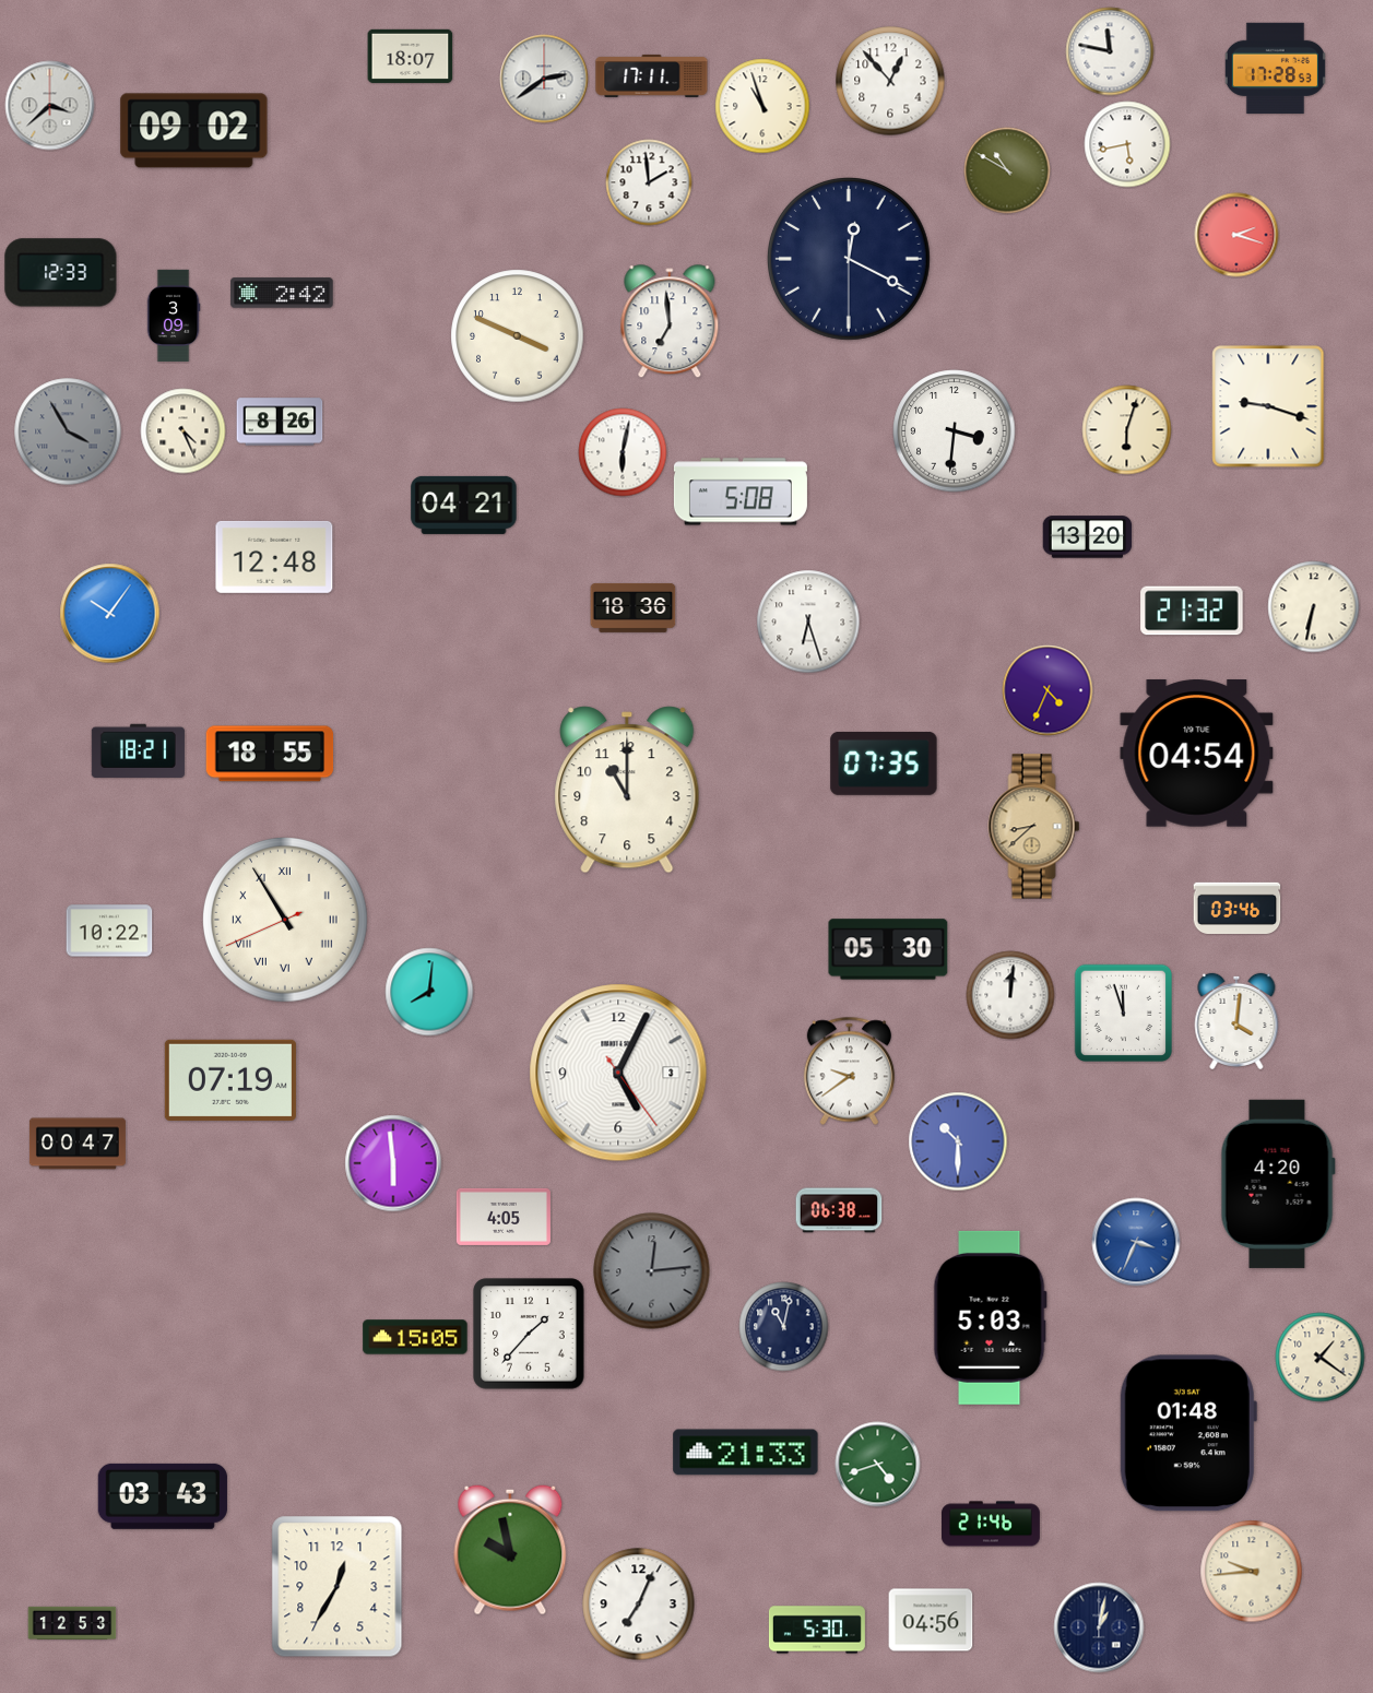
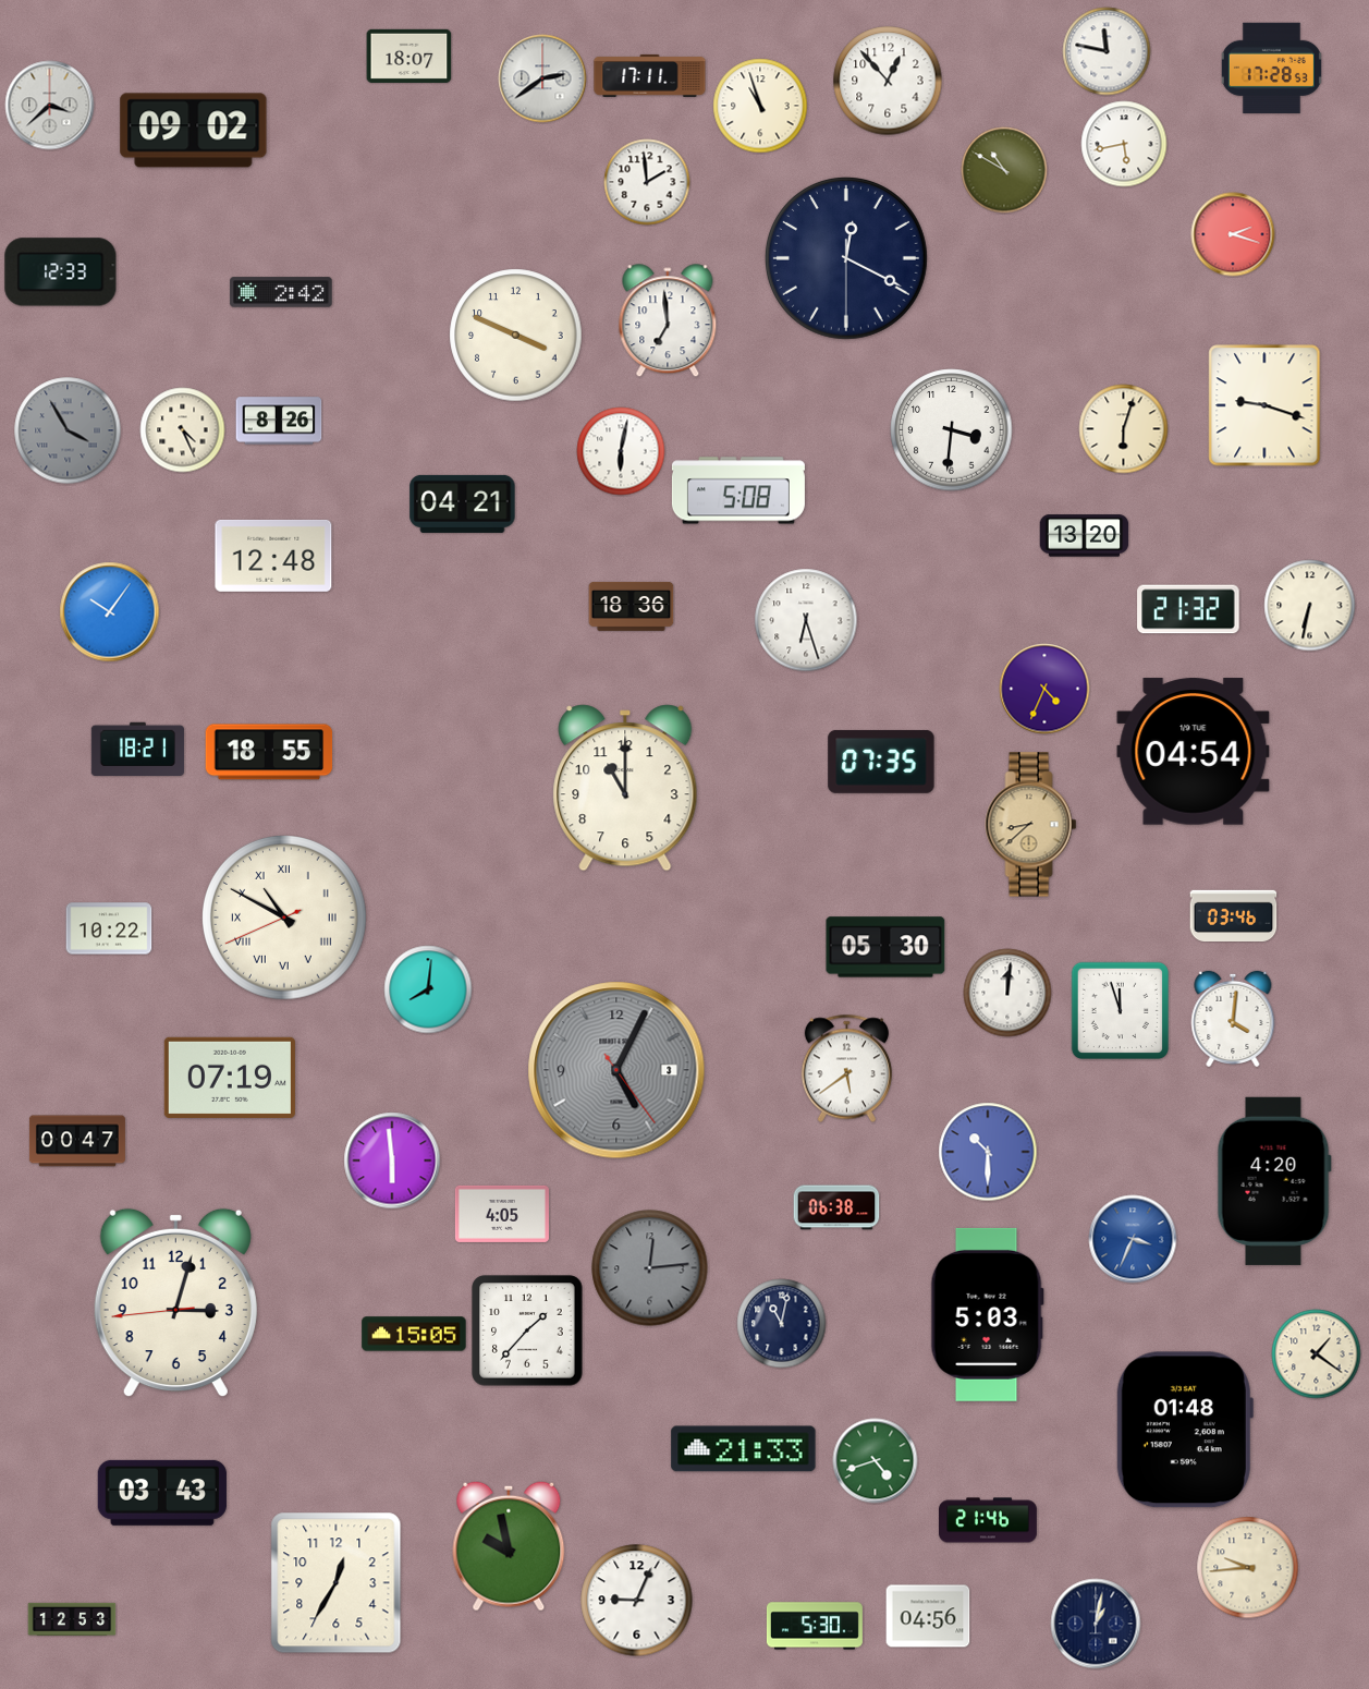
clock at (174, 315): 3:09 -> none
clock at (1238, 909) position: (1238, 909) -> (1234, 916)
clock at (285, 920): 10:54 -> 10:49
clock at (849, 1072): 9:39 -> 5:39
clock at (618, 1073) dial: white -> grey
clock at (958, 1141) position: (958, 1141) -> (988, 1152)
clock at (175, 1303): none -> 3:02
clock at (639, 1605): 7:04 -> 9:04
